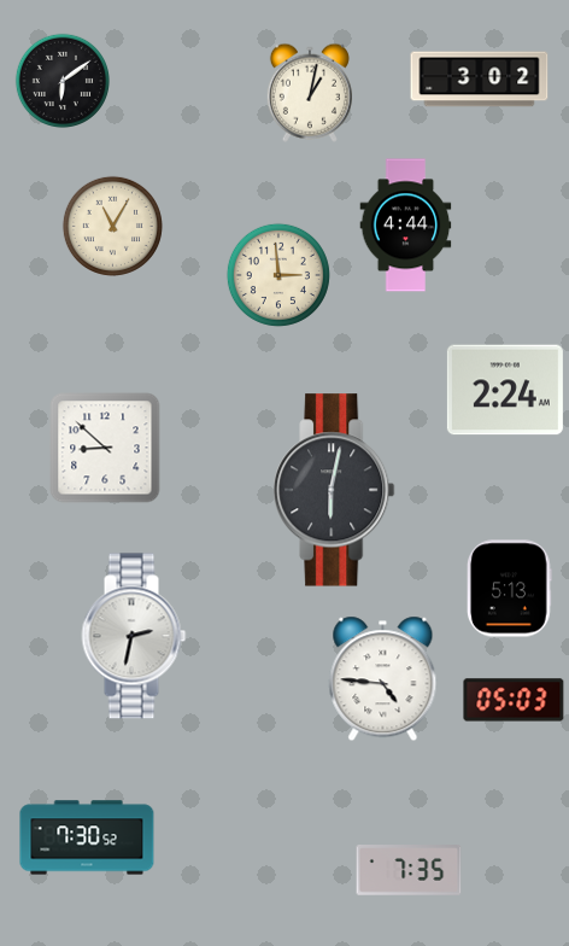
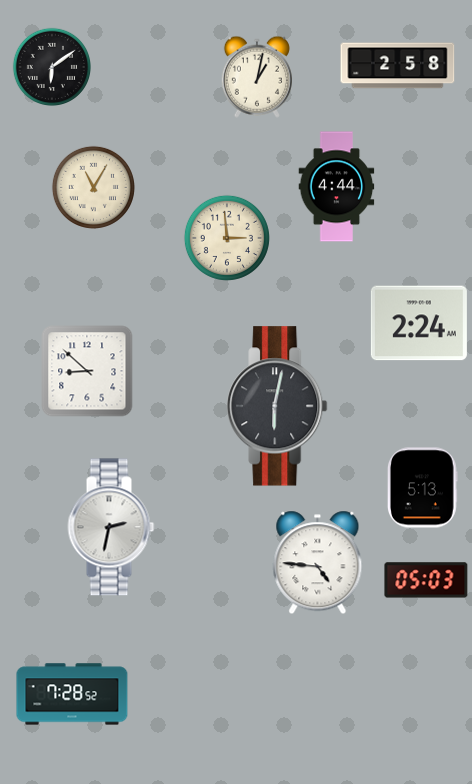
clock at (480, 80): 3:02 -> 2:58
clock at (278, 275) position: (278, 275) -> (227, 238)
clock at (87, 837): 7:30 -> 7:28
clock at (409, 871): 7:35 -> none
